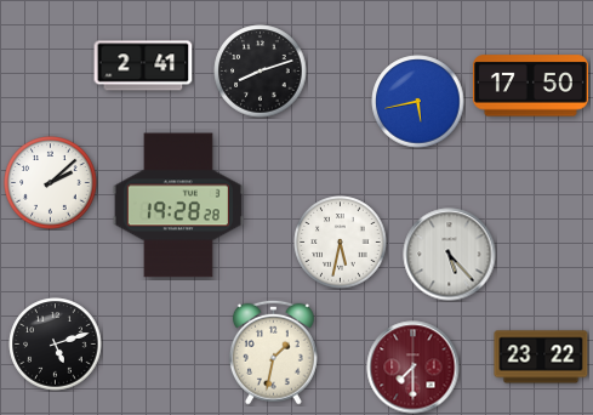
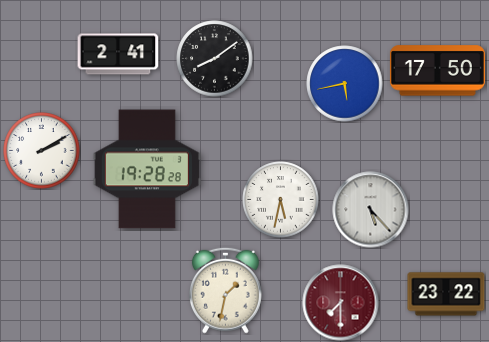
clock at (261, 72): 8:12 -> 8:09
clock at (51, 183): 2:08 -> 2:10
clock at (56, 345): 5:12 -> none
